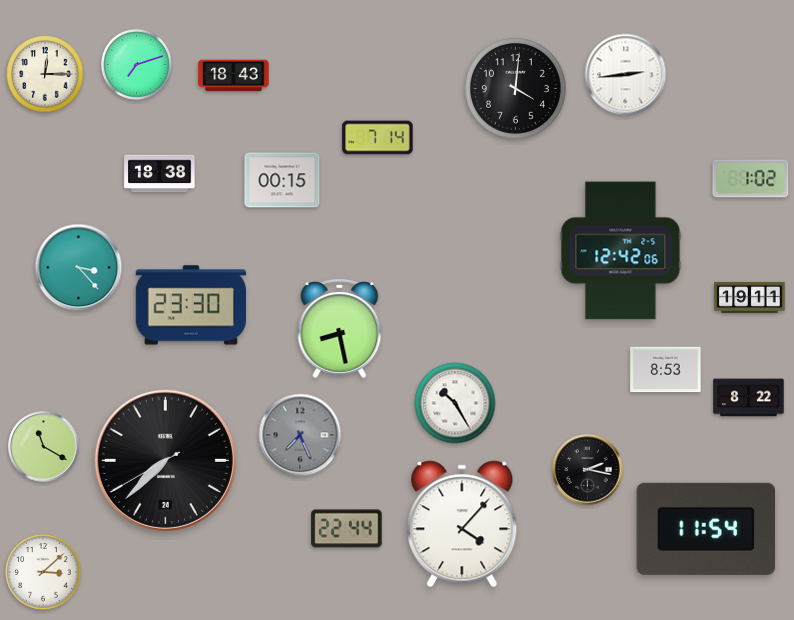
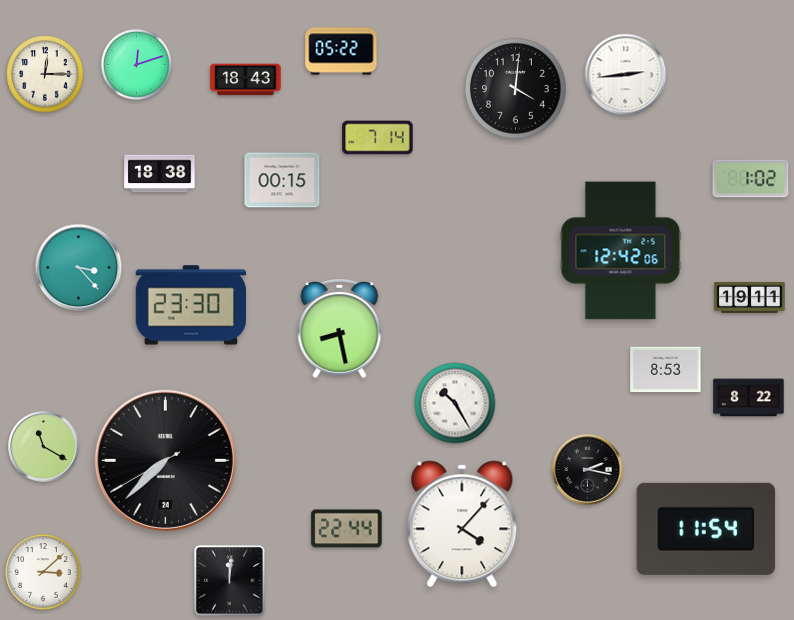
clock at (341, 51): none -> 05:22
clock at (136, 64): 7:12 -> 12:12
clock at (234, 76) position: (234, 76) -> (246, 80)
clock at (300, 435): 7:26 -> none
clock at (230, 581): none -> 12:01
